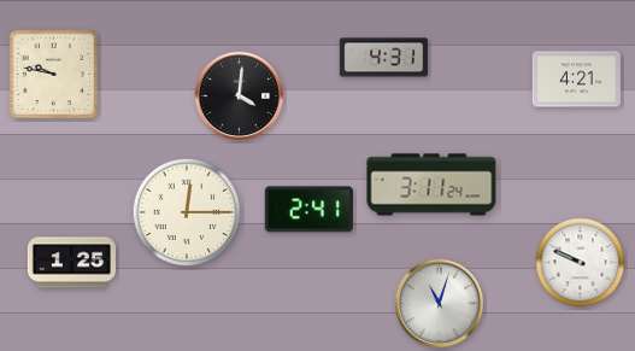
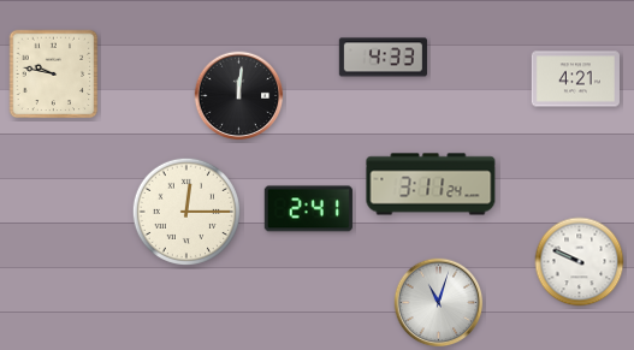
clock at (383, 58): 4:31 -> 4:33
clock at (240, 96): 4:01 -> 12:01
clock at (71, 263): 1:25 -> none
